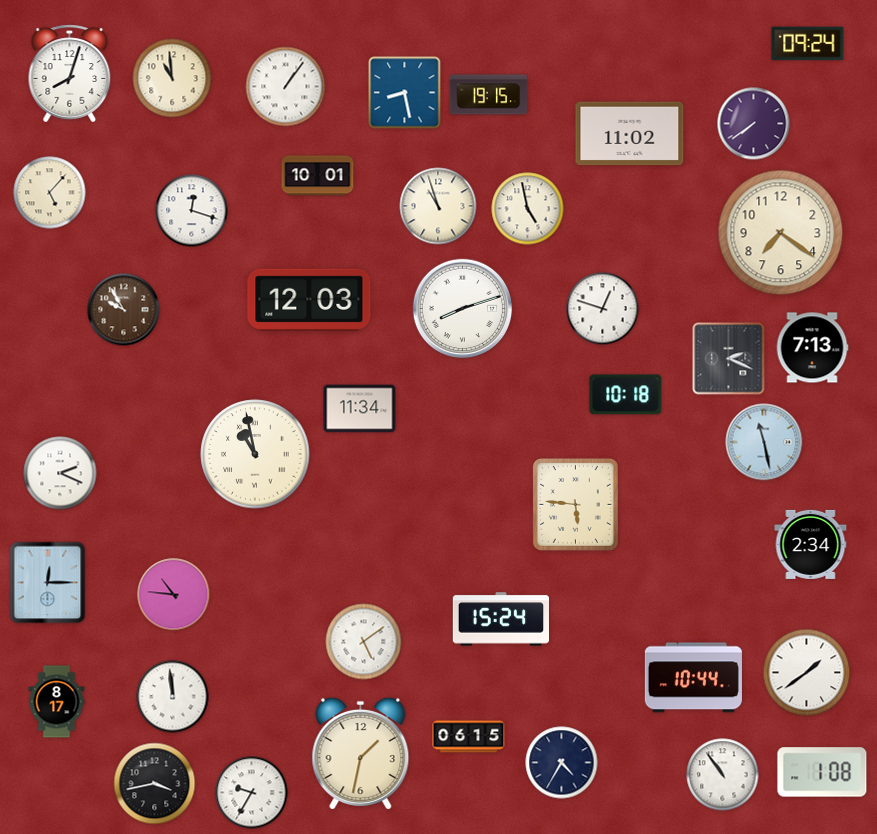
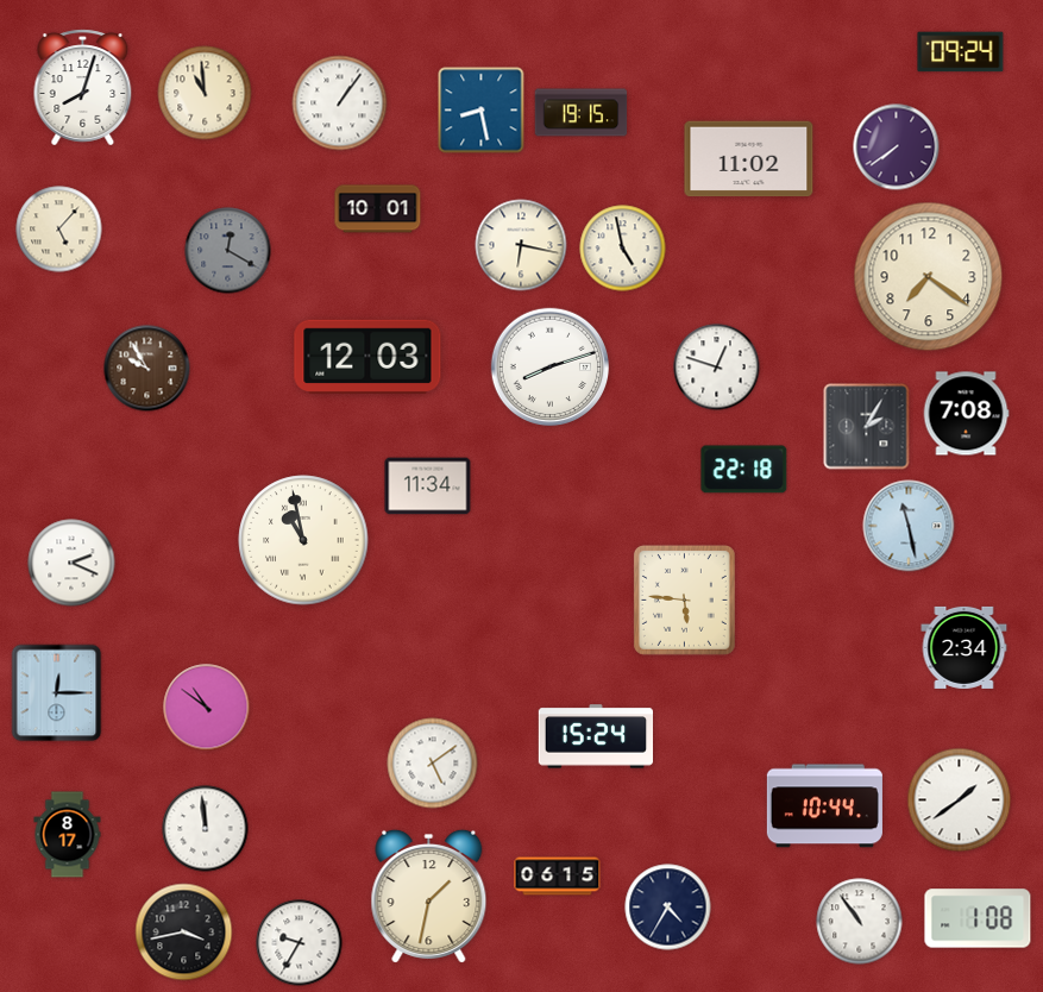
clock at (438, 206): 10:57 -> 6:17
clock at (528, 209) position: (528, 209) -> (623, 249)
clock at (192, 211): 12:18 -> 12:20
clock at (192, 211) dial: white -> grey
clock at (812, 348): 7:13 -> 7:08
clock at (729, 359): 2:19 -> 2:05
clock at (626, 395): 10:18 -> 22:18
clock at (174, 595): 10:46 -> 10:51
